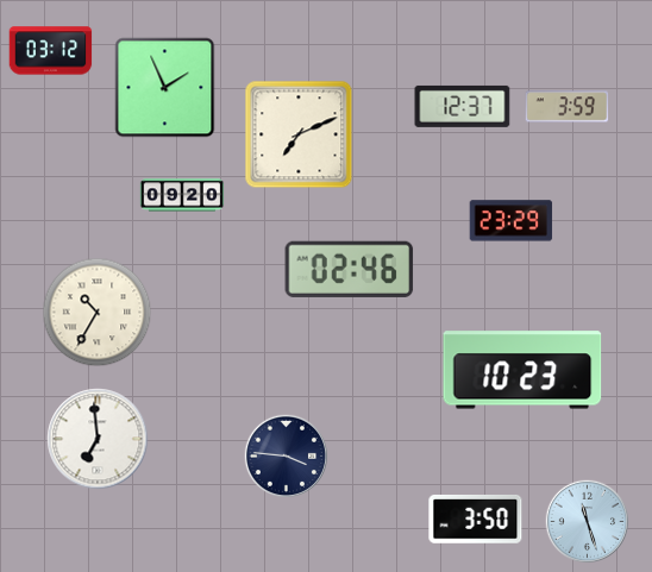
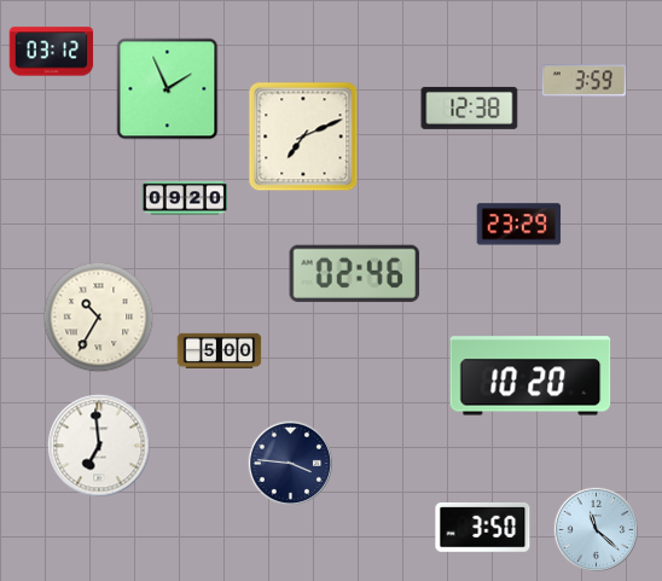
clock at (463, 106): 12:37 -> 12:38
clock at (568, 107) position: (568, 107) -> (585, 81)
clock at (220, 350): none -> 5:00
clock at (522, 370): 10:23 -> 10:20
clock at (588, 522): 11:27 -> 11:22
